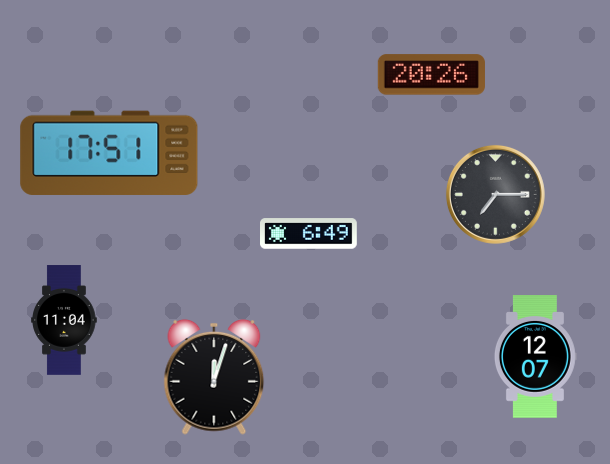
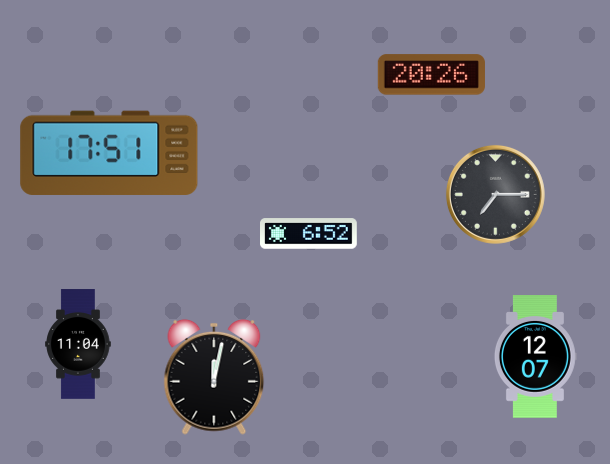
clock at (309, 234): 6:49 -> 6:52
clock at (64, 320) position: (64, 320) -> (78, 344)
clock at (214, 377): 12:03 -> 12:02
